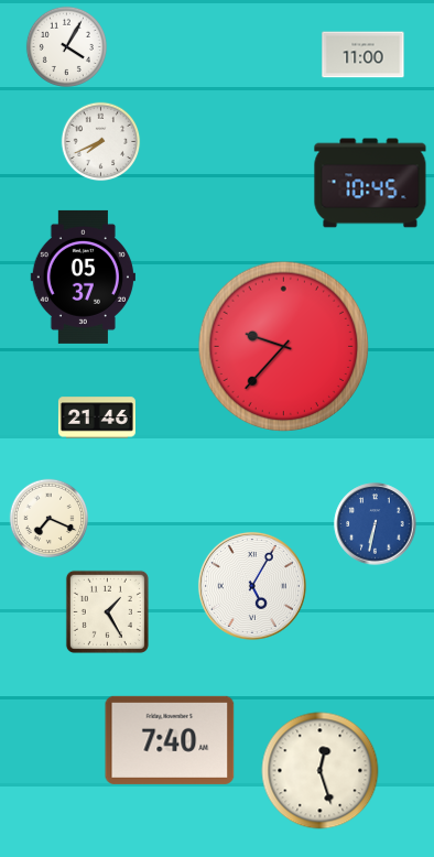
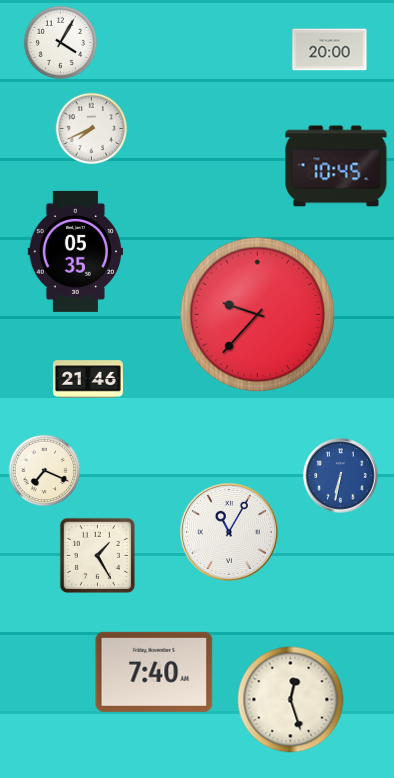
clock at (364, 55): 11:00 -> 20:00
clock at (83, 276): 05:37 -> 05:35
clock at (252, 586): 5:05 -> 11:05
